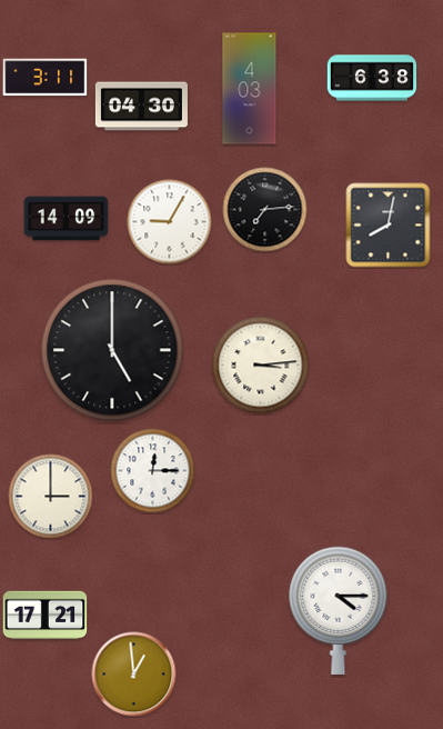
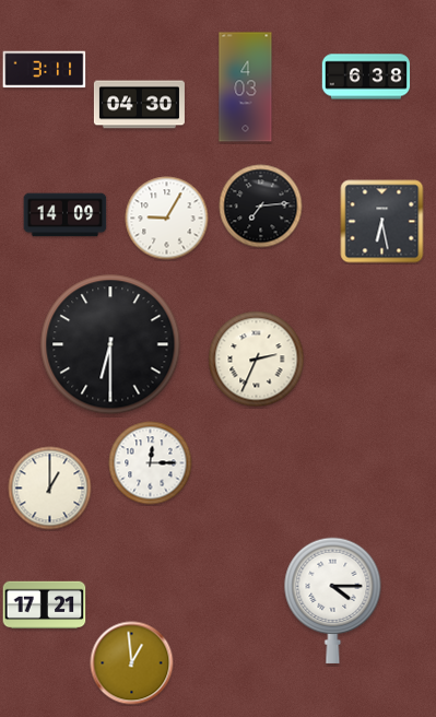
clock at (46, 78) position: (46, 78) -> (45, 70)
clock at (389, 226): 8:02 -> 6:28
clock at (112, 350): 5:00 -> 6:30
clock at (261, 366): 3:14 -> 2:34
clock at (51, 497): 3:00 -> 1:00
